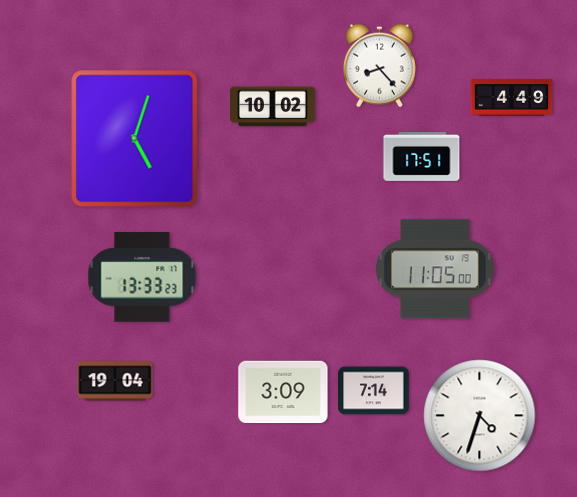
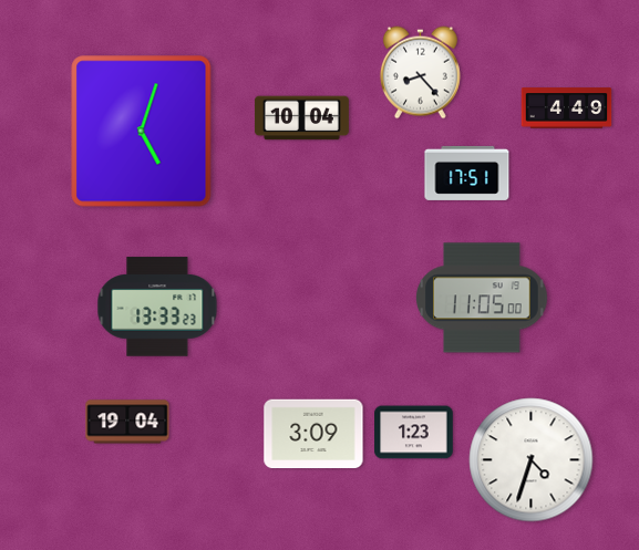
clock at (272, 107): 10:02 -> 10:04
clock at (135, 139) position: (135, 139) -> (142, 132)
clock at (374, 391): 7:14 -> 1:23
